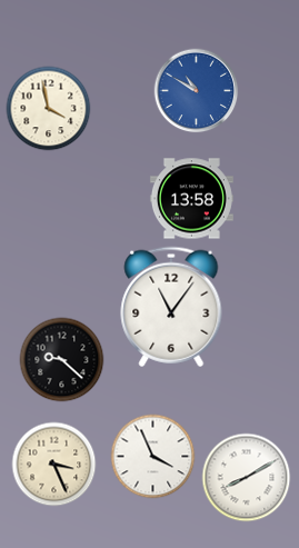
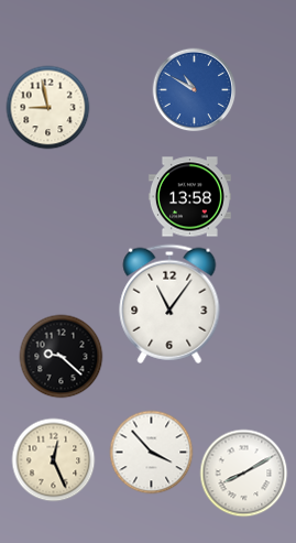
clock at (49, 109): 3:58 -> 8:58
clock at (153, 457): 3:56 -> 3:53
clock at (54, 465): 3:26 -> 12:26
